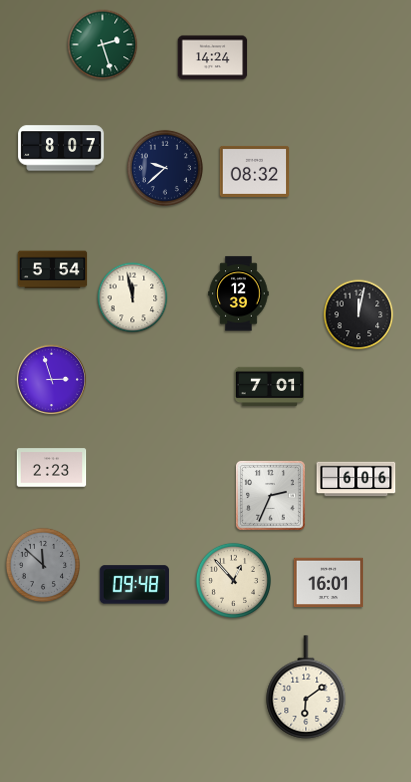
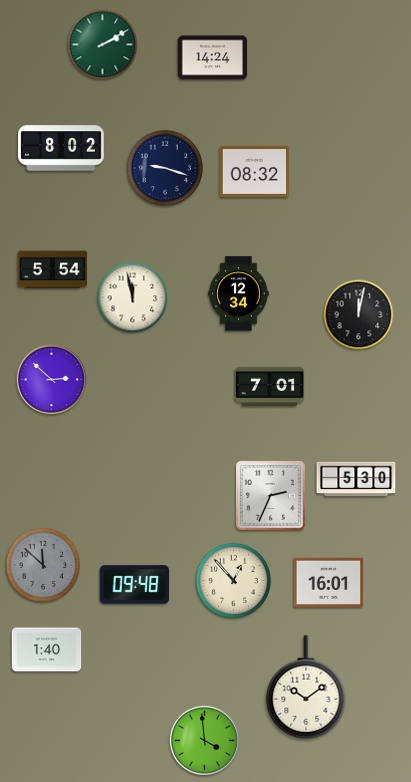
clock at (103, 45): 2:27 -> 2:10
clock at (61, 148): 8:07 -> 8:02
clock at (165, 168): 9:38 -> 9:18
clock at (239, 294): 12:39 -> 12:34
clock at (51, 379): 2:57 -> 2:52
clock at (52, 468): 2:23 -> none
clock at (356, 479): 6:06 -> 5:30
clock at (47, 650): none -> 1:40
clock at (306, 687): 6:09 -> 10:09
clock at (204, 740): none -> 3:59
